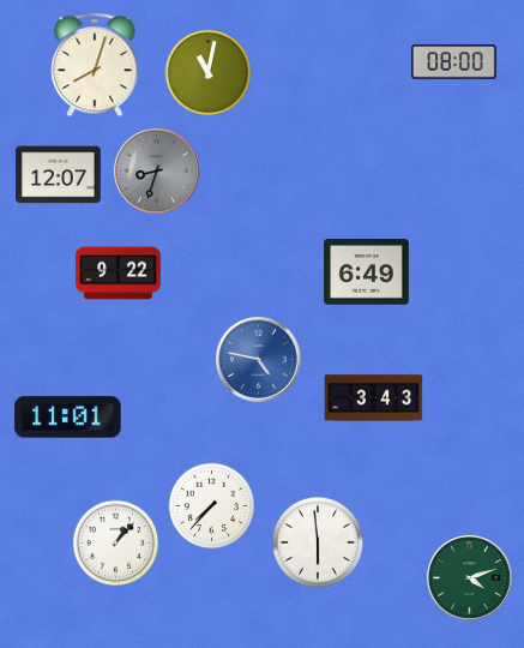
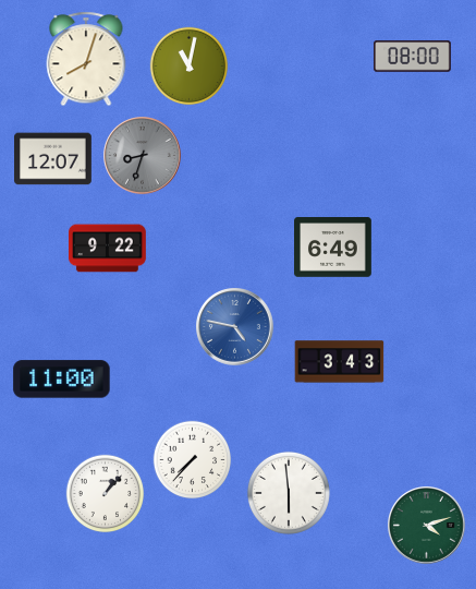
clock at (68, 418): 11:01 -> 11:00
